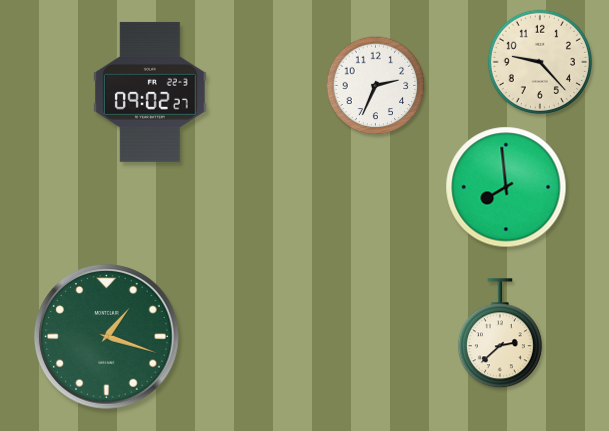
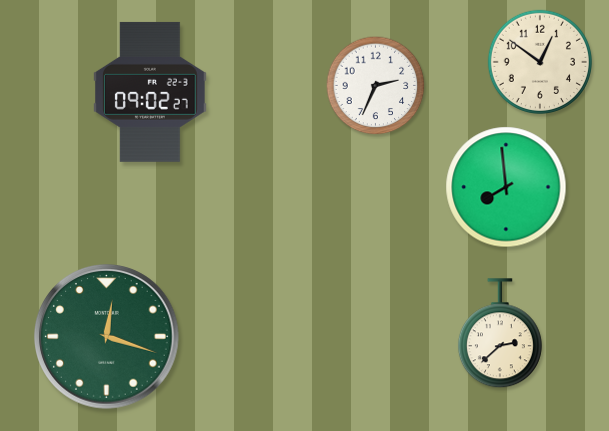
clock at (539, 61): 9:23 -> 12:51
clock at (107, 337): 1:18 -> 12:18
